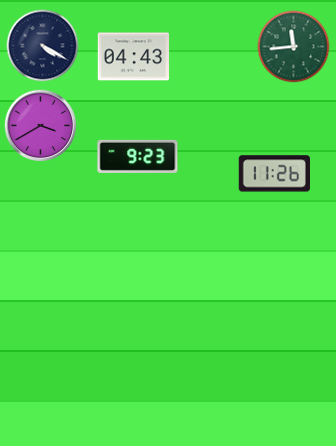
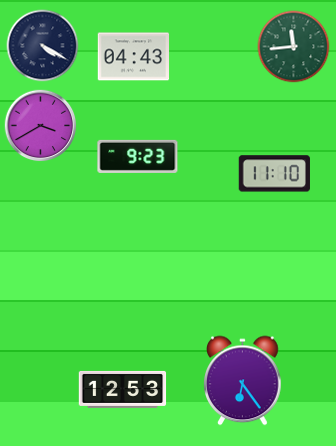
clock at (274, 174): 11:26 -> 11:10
clock at (243, 381): none -> 6:24
clock at (123, 389): none -> 12:53
